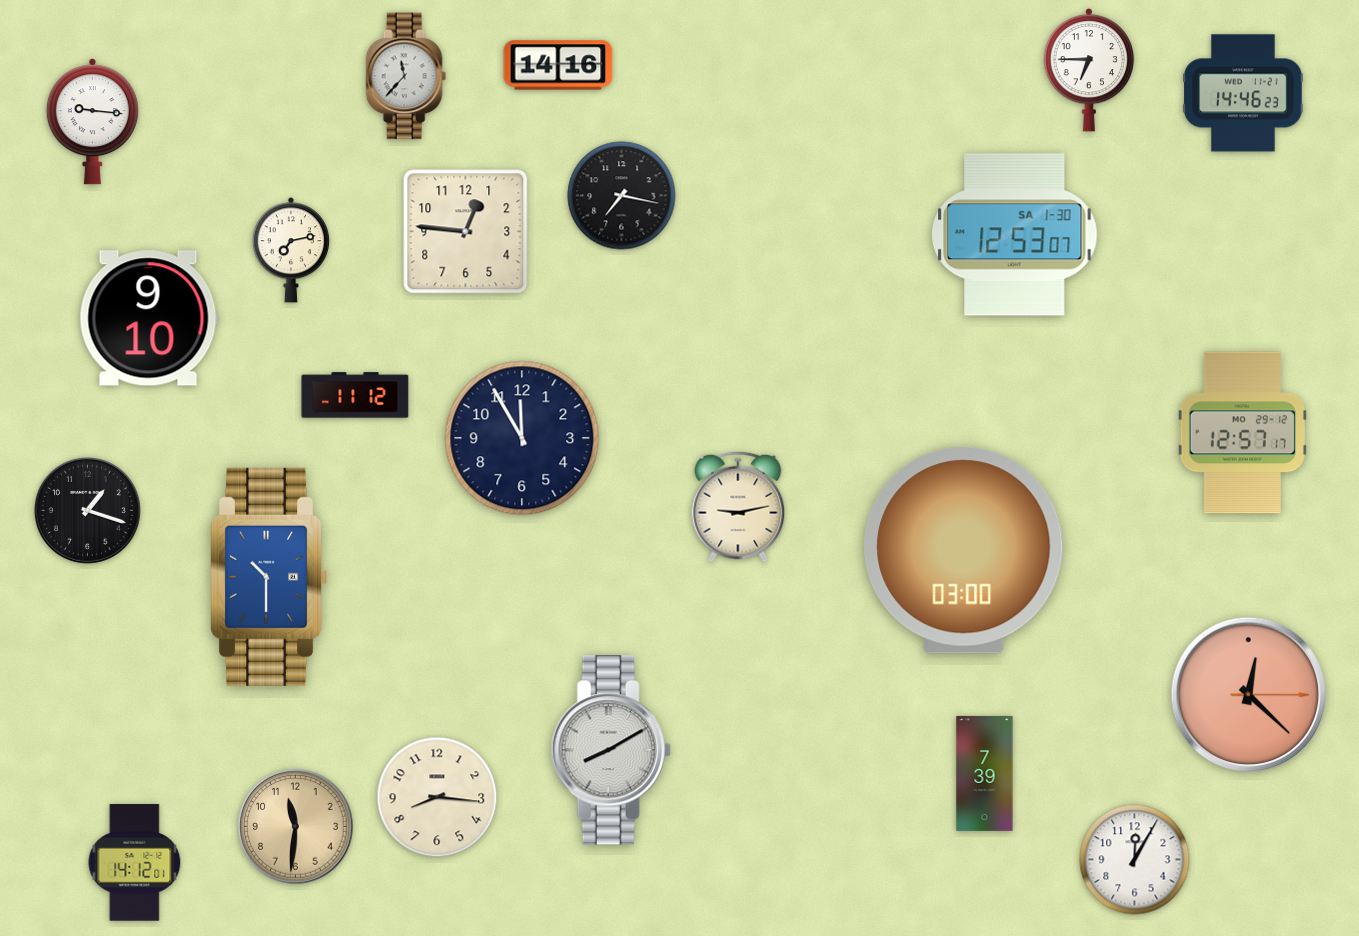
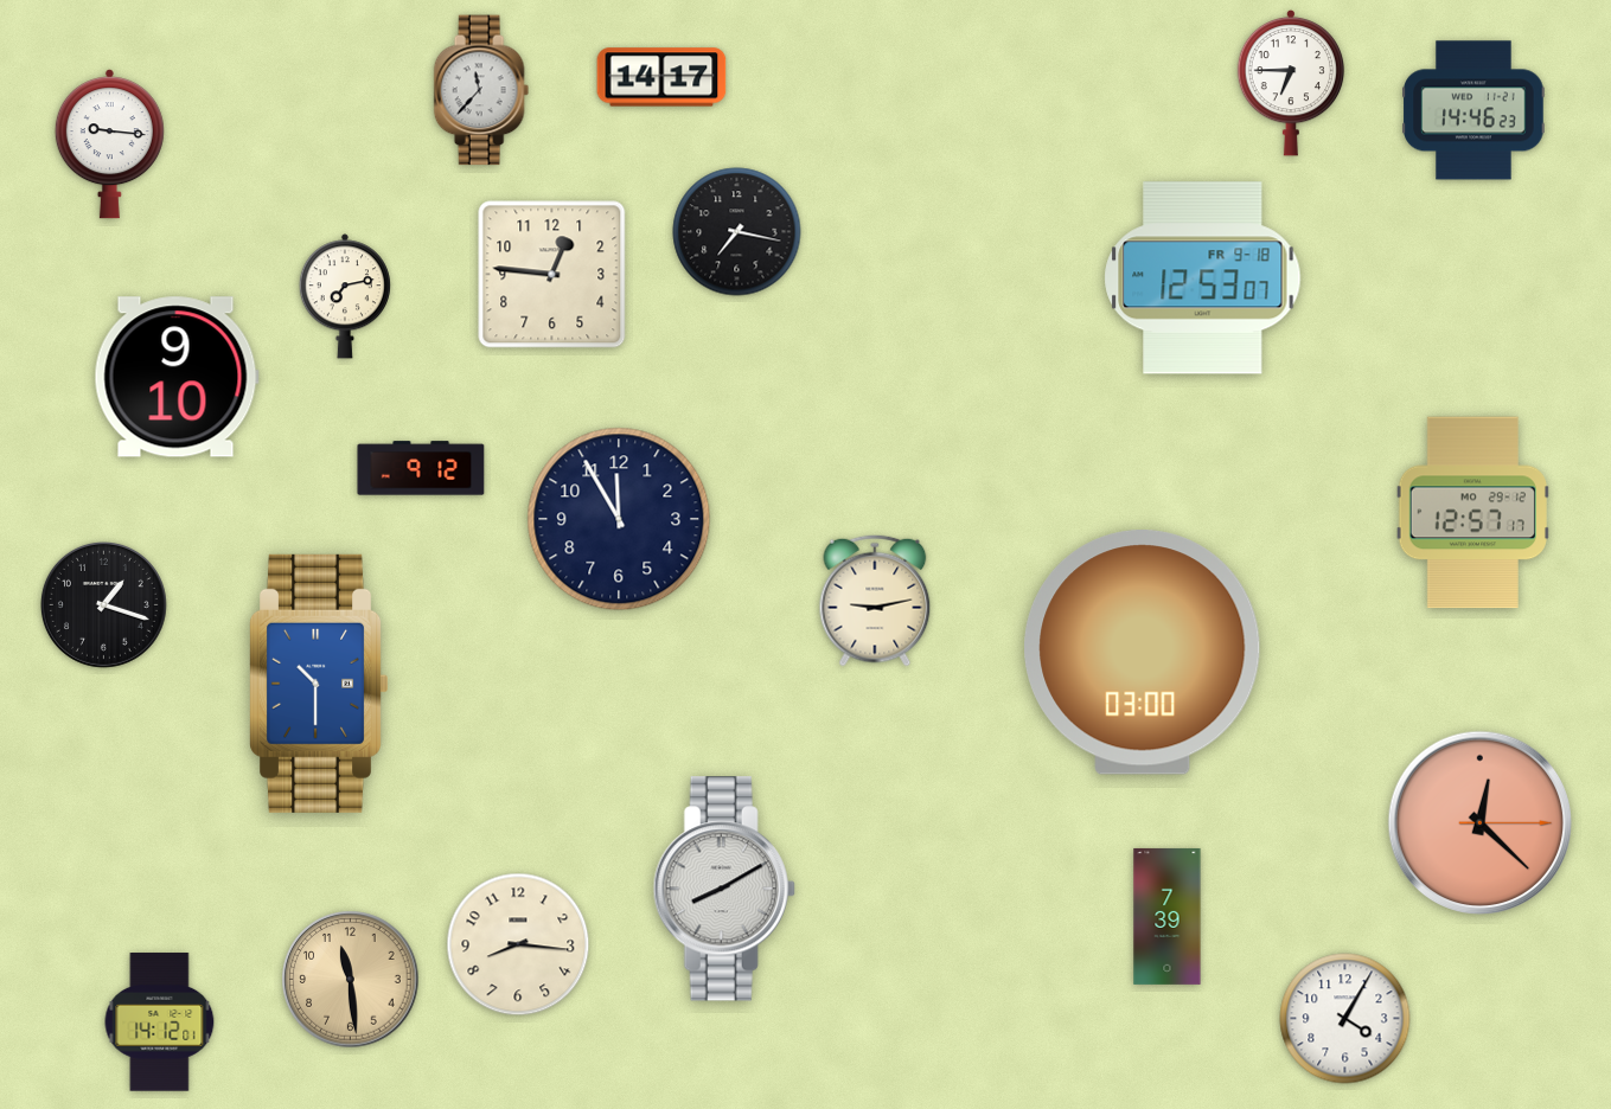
clock at (558, 65): 14:16 -> 14:17
clock at (1015, 235) date: SA 1-30 -> FR 9-18
clock at (355, 395): 11:12 -> 9:12
clock at (296, 827): 11:31 -> 11:29
clock at (1135, 860): 12:05 -> 4:05
